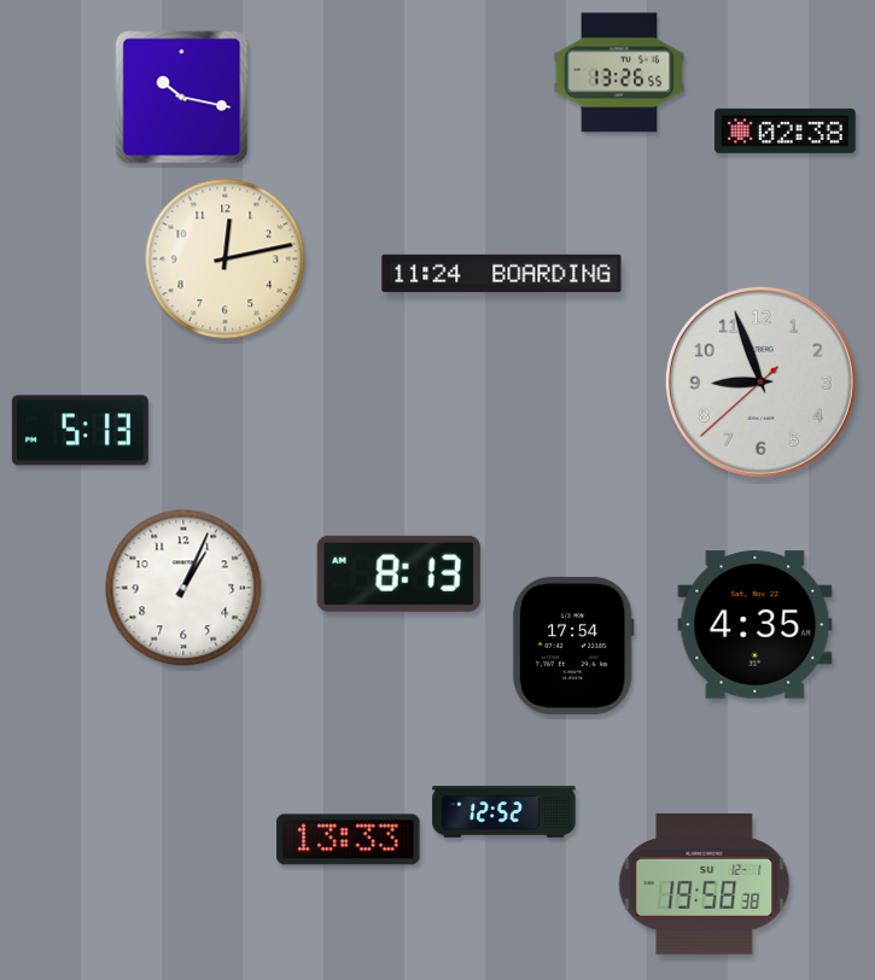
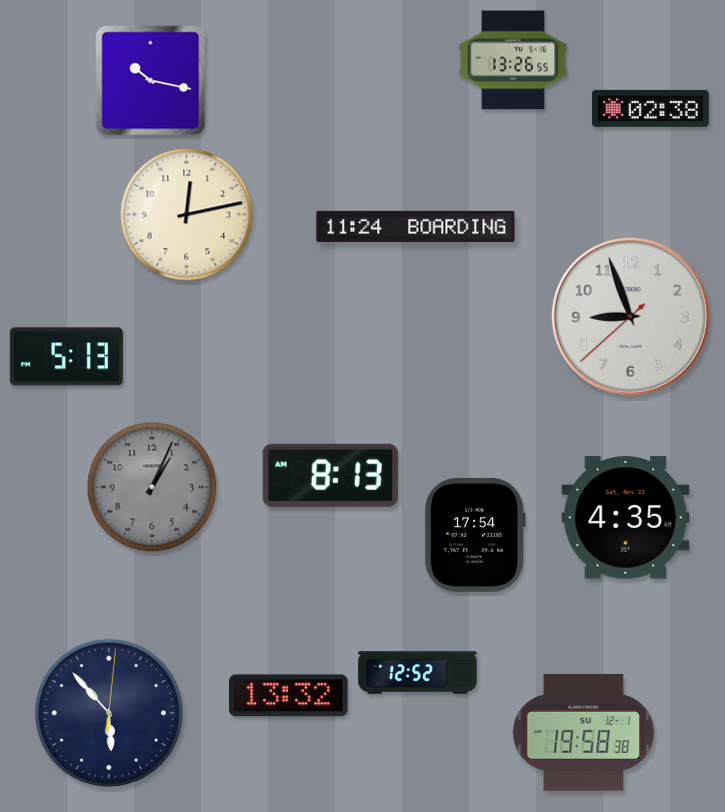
clock at (183, 588) dial: white -> grey
clock at (349, 840): 13:33 -> 13:32
clock at (109, 713): none -> 5:53
